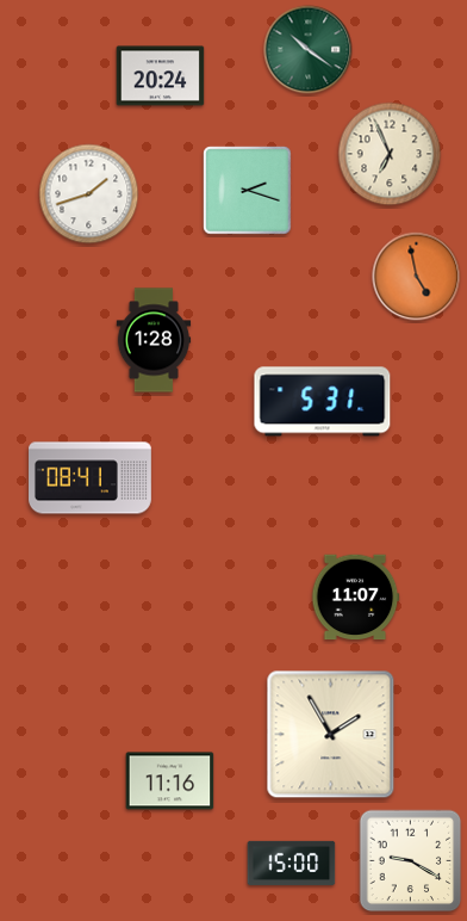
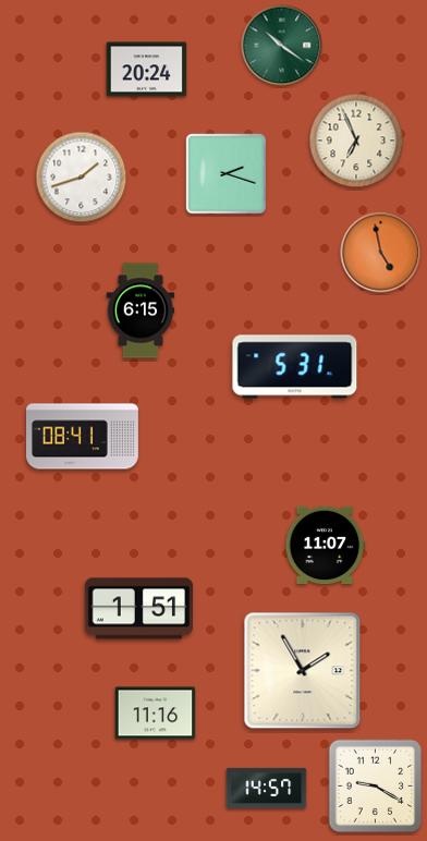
clock at (154, 340): 1:28 -> 6:15
clock at (138, 609): none -> 1:51
clock at (292, 863): 15:00 -> 14:57
